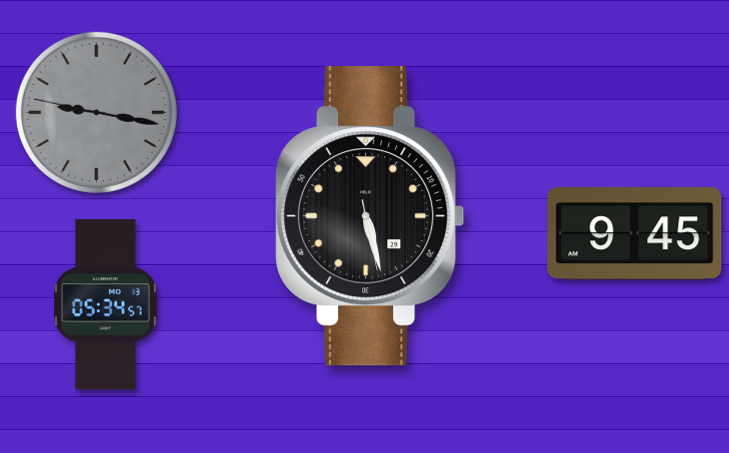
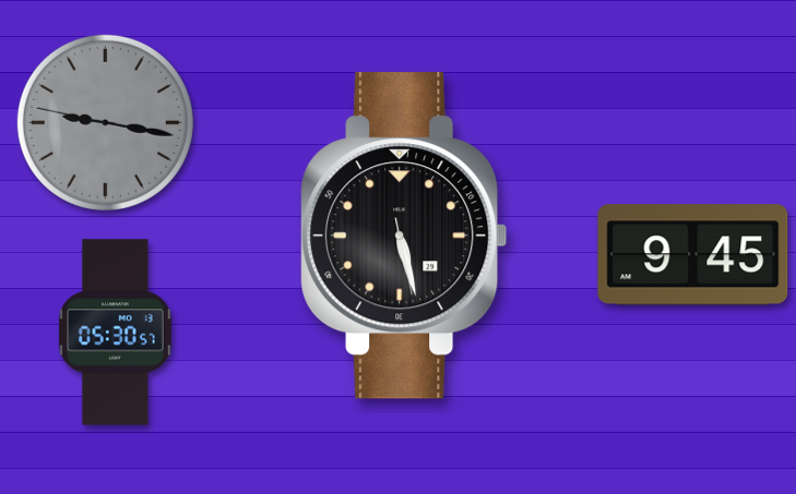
clock at (106, 305): 05:34 -> 05:30
